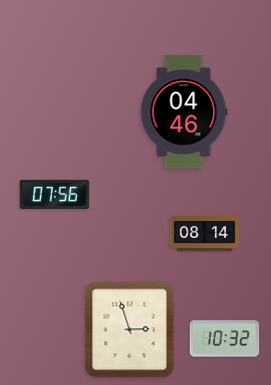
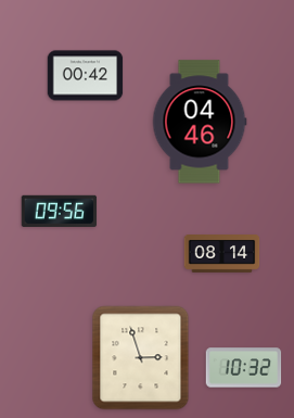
clock at (86, 76): none -> 00:42
clock at (55, 194): 07:56 -> 09:56
